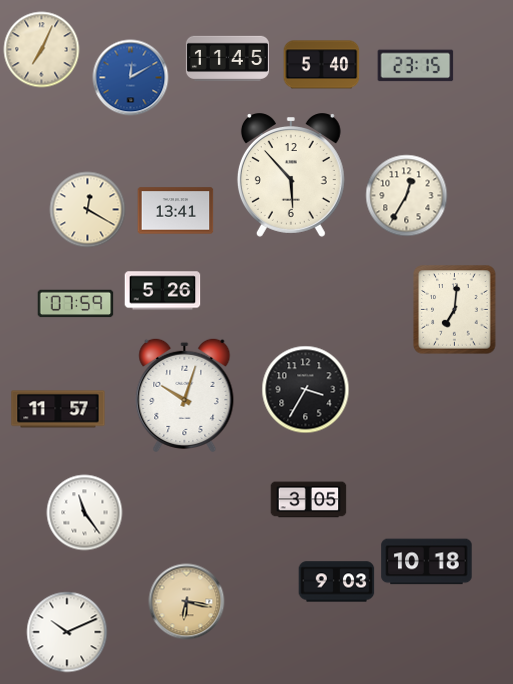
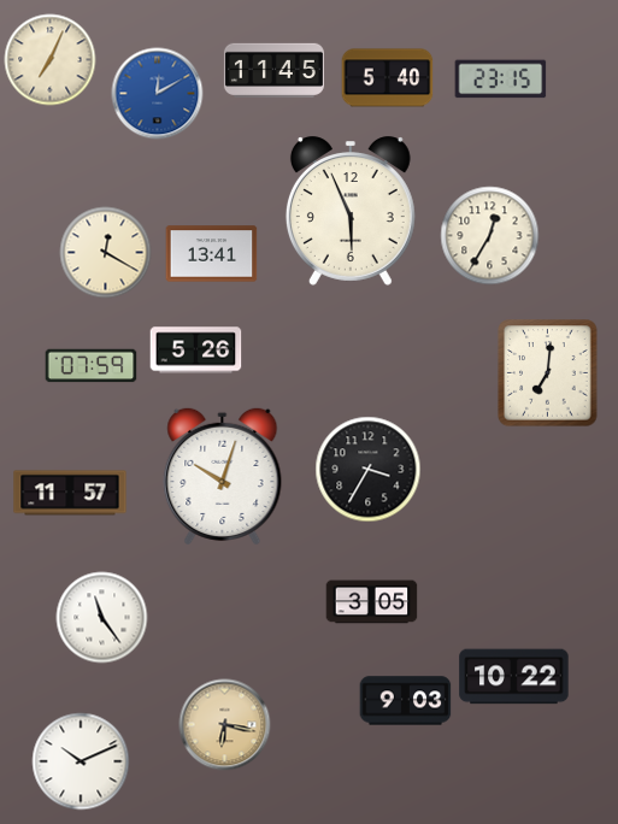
clock at (291, 175): 5:53 -> 5:56
clock at (427, 562): 10:18 -> 10:22
